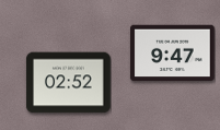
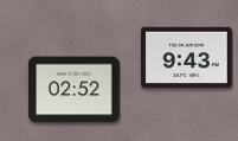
clock at (173, 54): 9:47 -> 9:43
